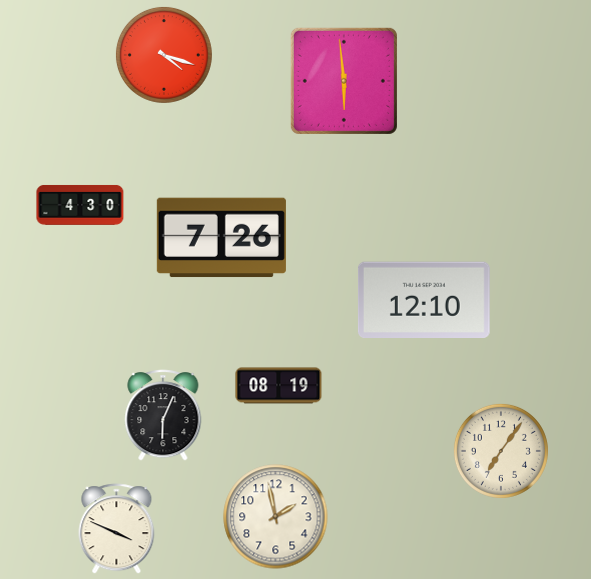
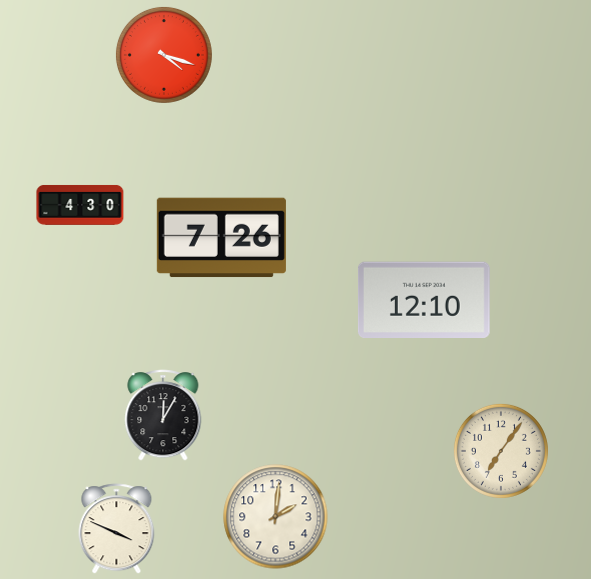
clock at (344, 81): 5:59 -> none
clock at (279, 386): 08:19 -> none
clock at (163, 416): 6:04 -> 12:05
clock at (276, 517): 1:58 -> 2:01
